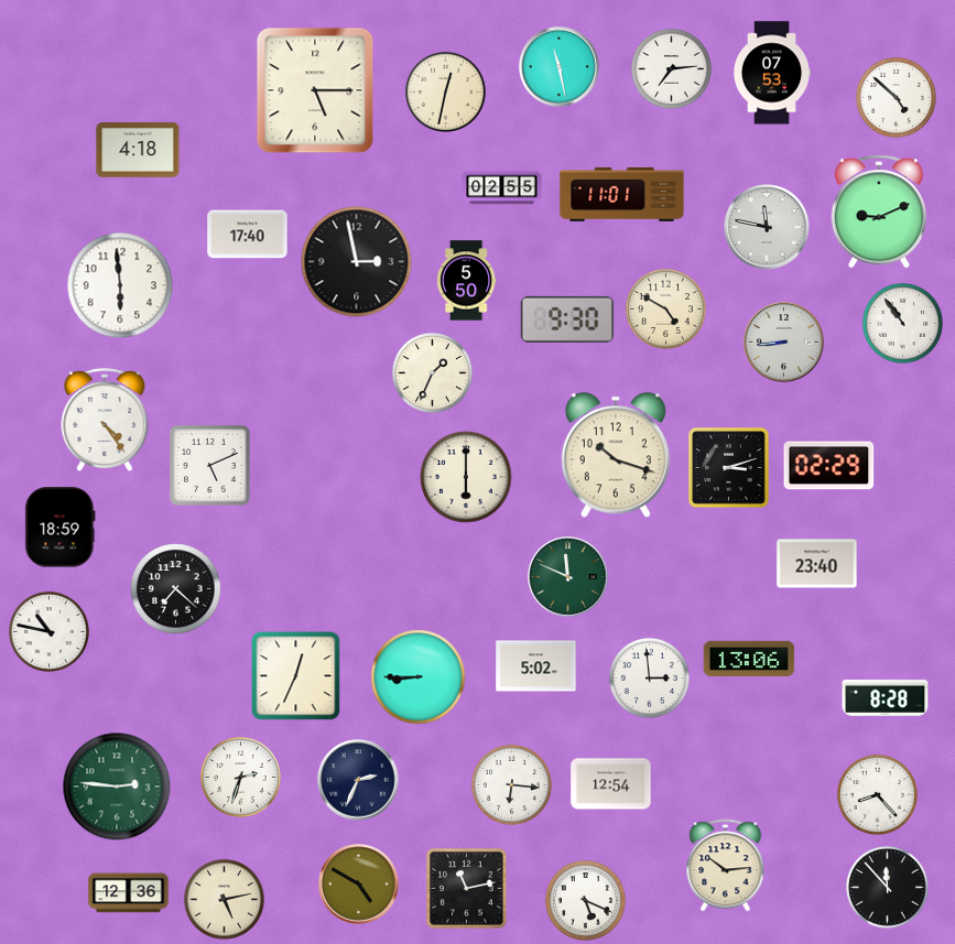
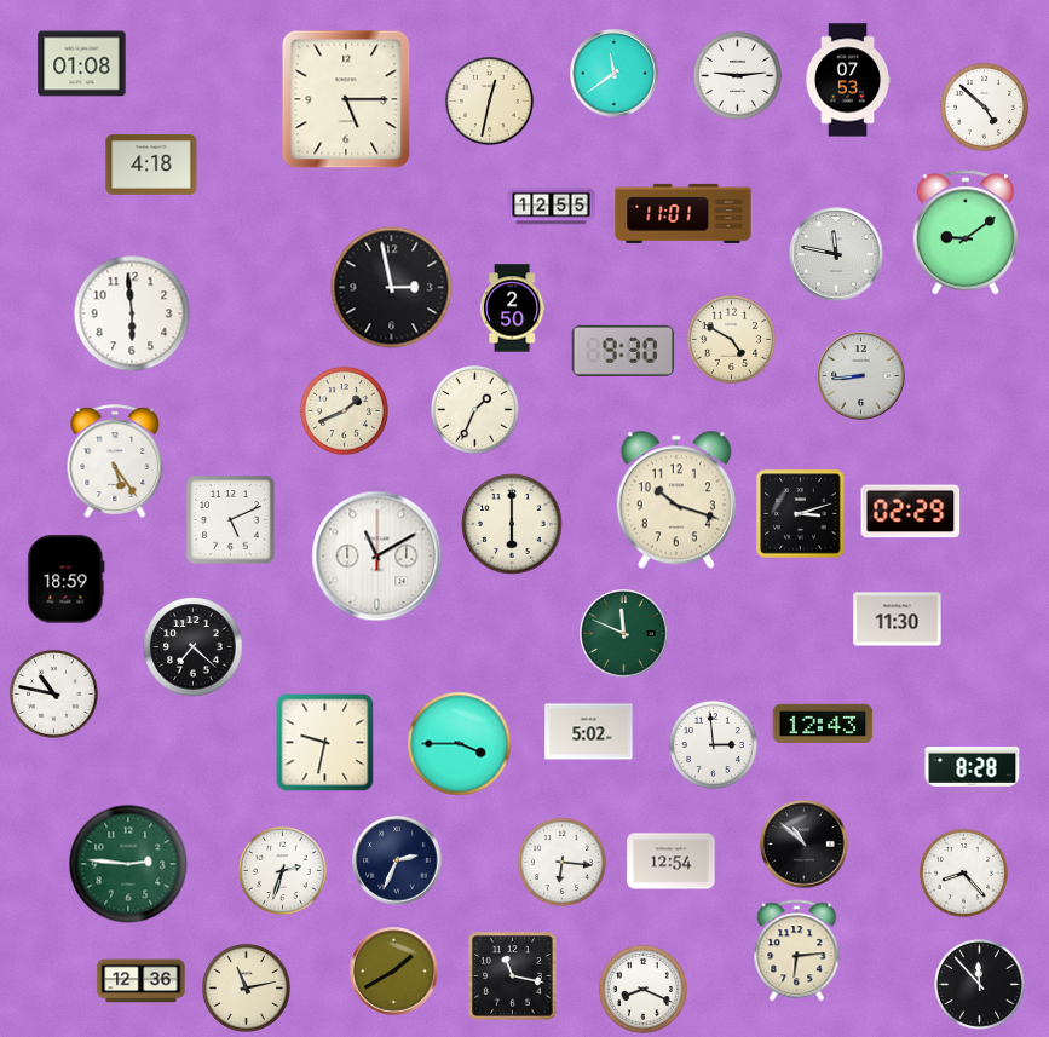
clock at (82, 64): none -> 01:08
clock at (560, 67): 11:28 -> 11:39
clock at (671, 68): 7:14 -> 9:14
clock at (502, 188): 02:55 -> 12:55
clock at (878, 211): 9:11 -> 9:09
clock at (767, 227) position: (767, 227) -> (836, 254)
clock at (248, 235): 17:40 -> none
clock at (466, 281): 5:50 -> 2:50
clock at (902, 323): 10:54 -> none
clock at (344, 410): none -> 1:41
clock at (105, 420): 4:24 -> 5:24
clock at (210, 466) position: (210, 466) -> (231, 520)
clock at (377, 557): none -> 11:10
clock at (817, 564): 23:40 -> 11:30
clock at (749, 659): 13:06 -> 12:43
clock at (296, 676): 12:34 -> 9:32
clock at (419, 677): 8:45 -> 3:45
clock at (805, 845): none -> 10:52
clock at (240, 777) position: (240, 777) -> (282, 870)
clock at (358, 780) position: (358, 780) -> (397, 860)
clock at (726, 866): 10:14 -> 6:14
clock at (359, 885): 4:50 -> 1:40
clock at (887, 887) position: (887, 887) -> (979, 984)
clock at (467, 889): 11:13 -> 11:17
clock at (224, 899): 5:13 -> 11:13
clock at (585, 900): 5:19 -> 8:19
